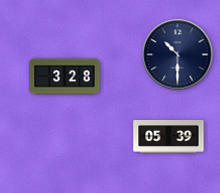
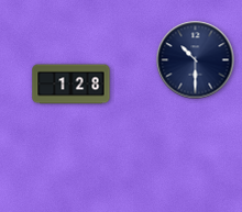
clock at (65, 77): 3:28 -> 1:28
clock at (169, 136): 05:39 -> none
